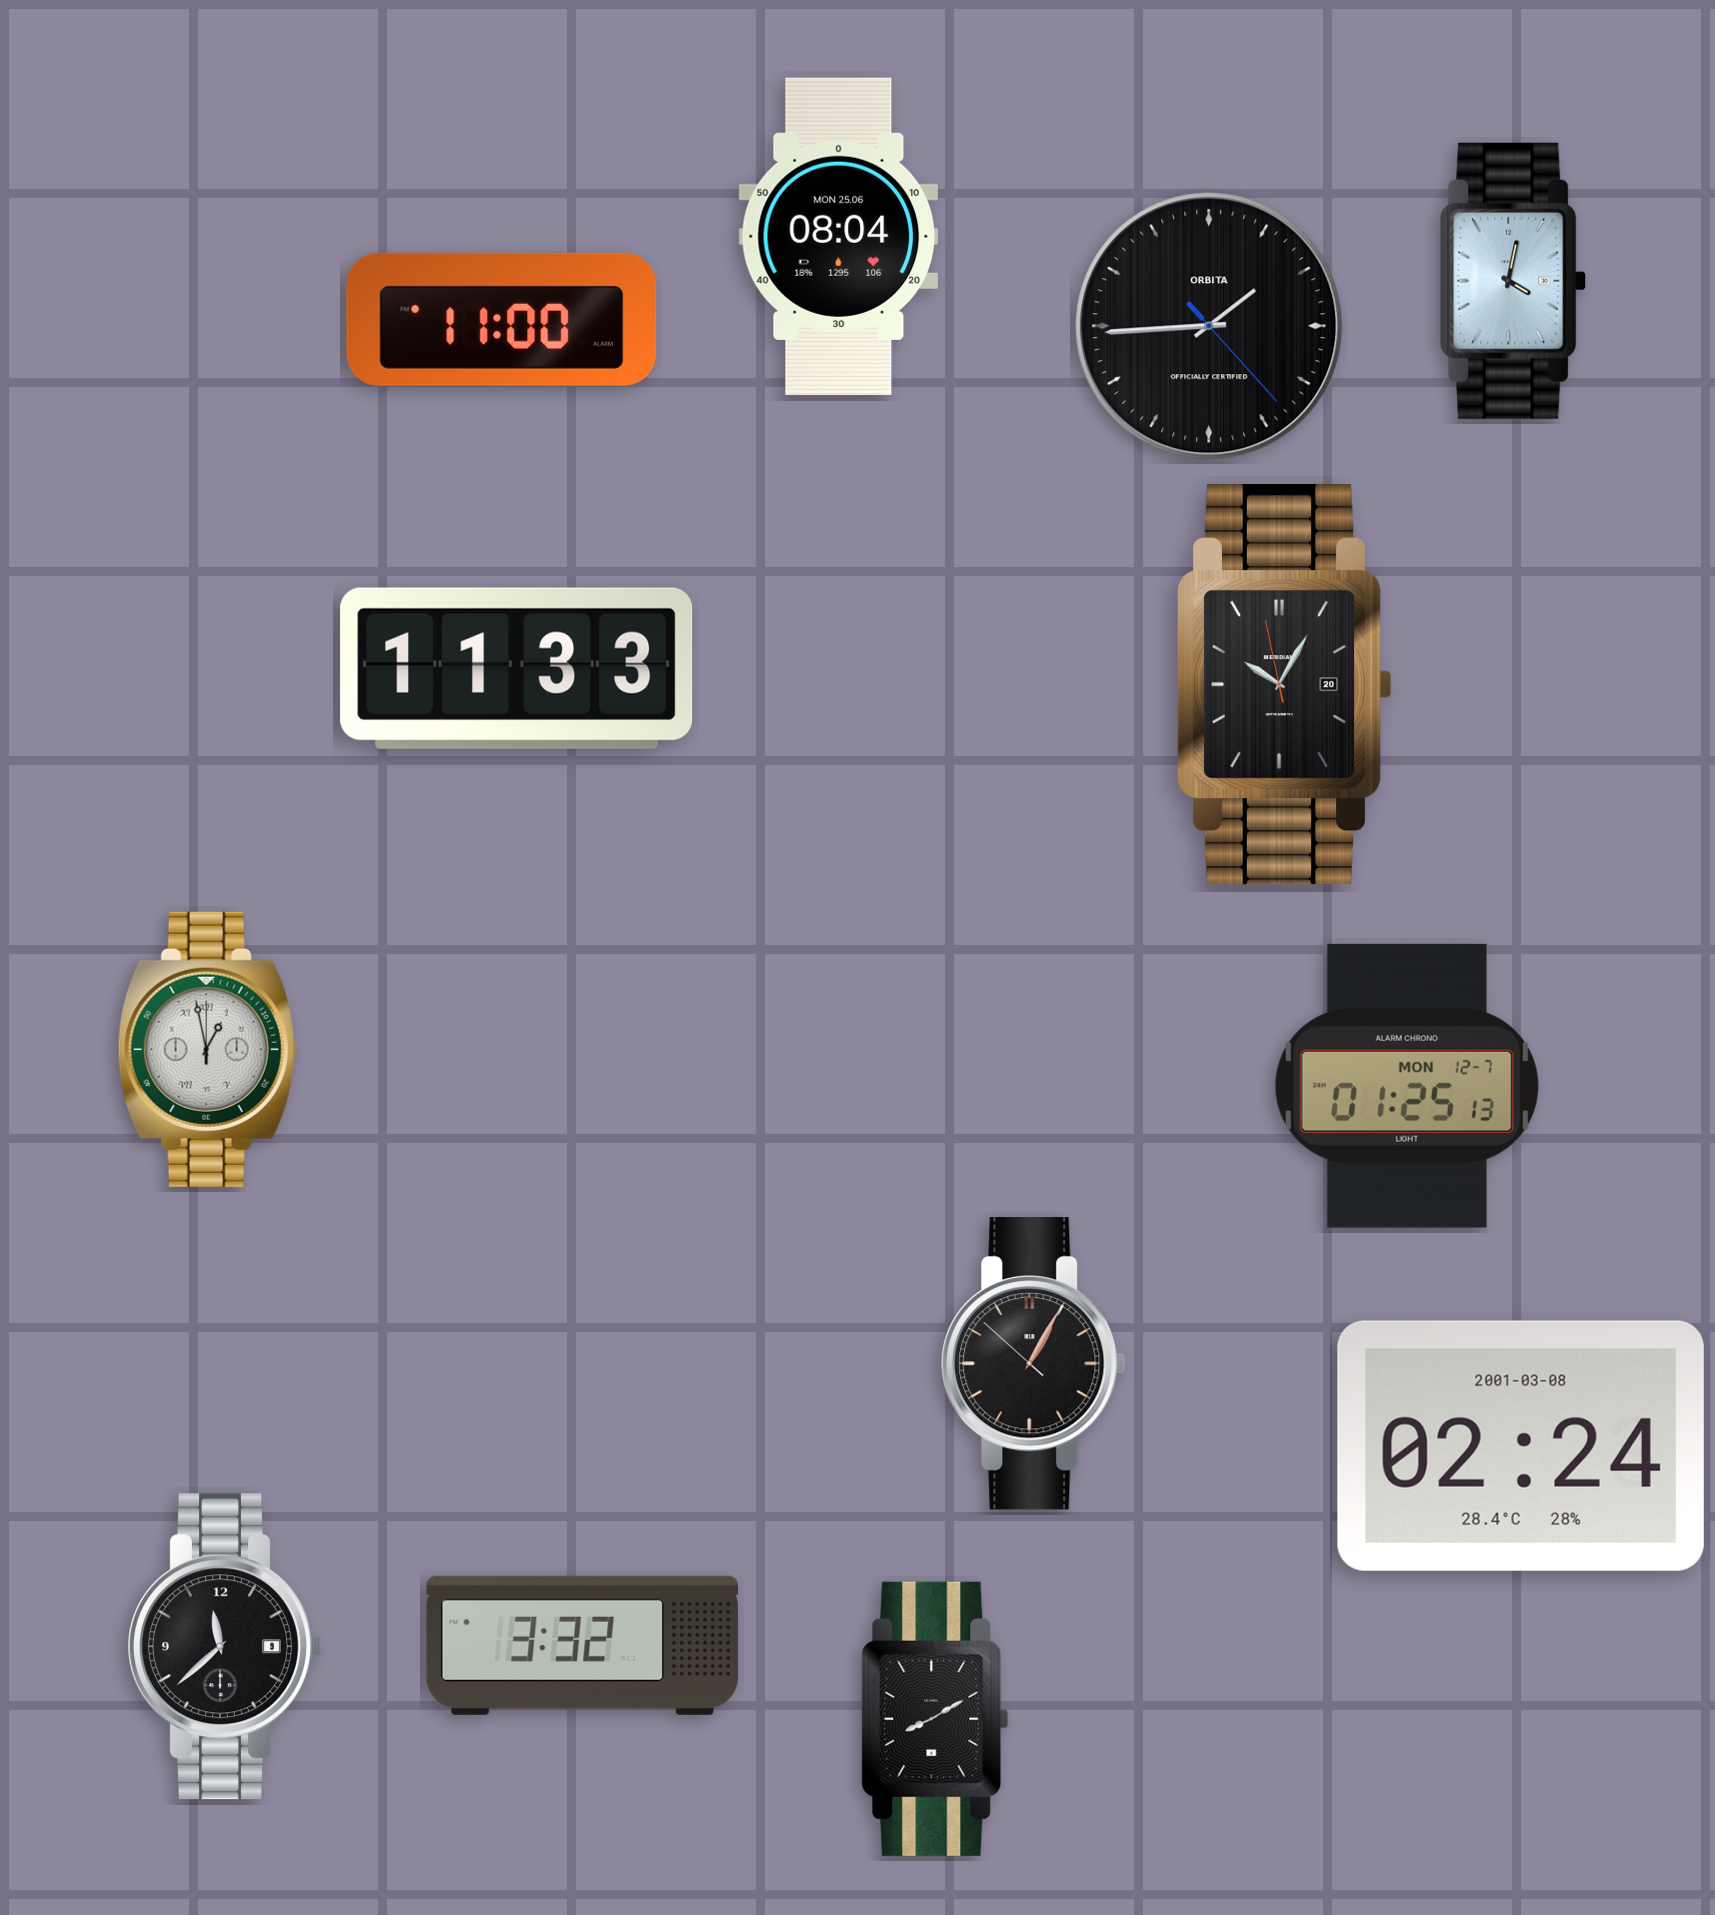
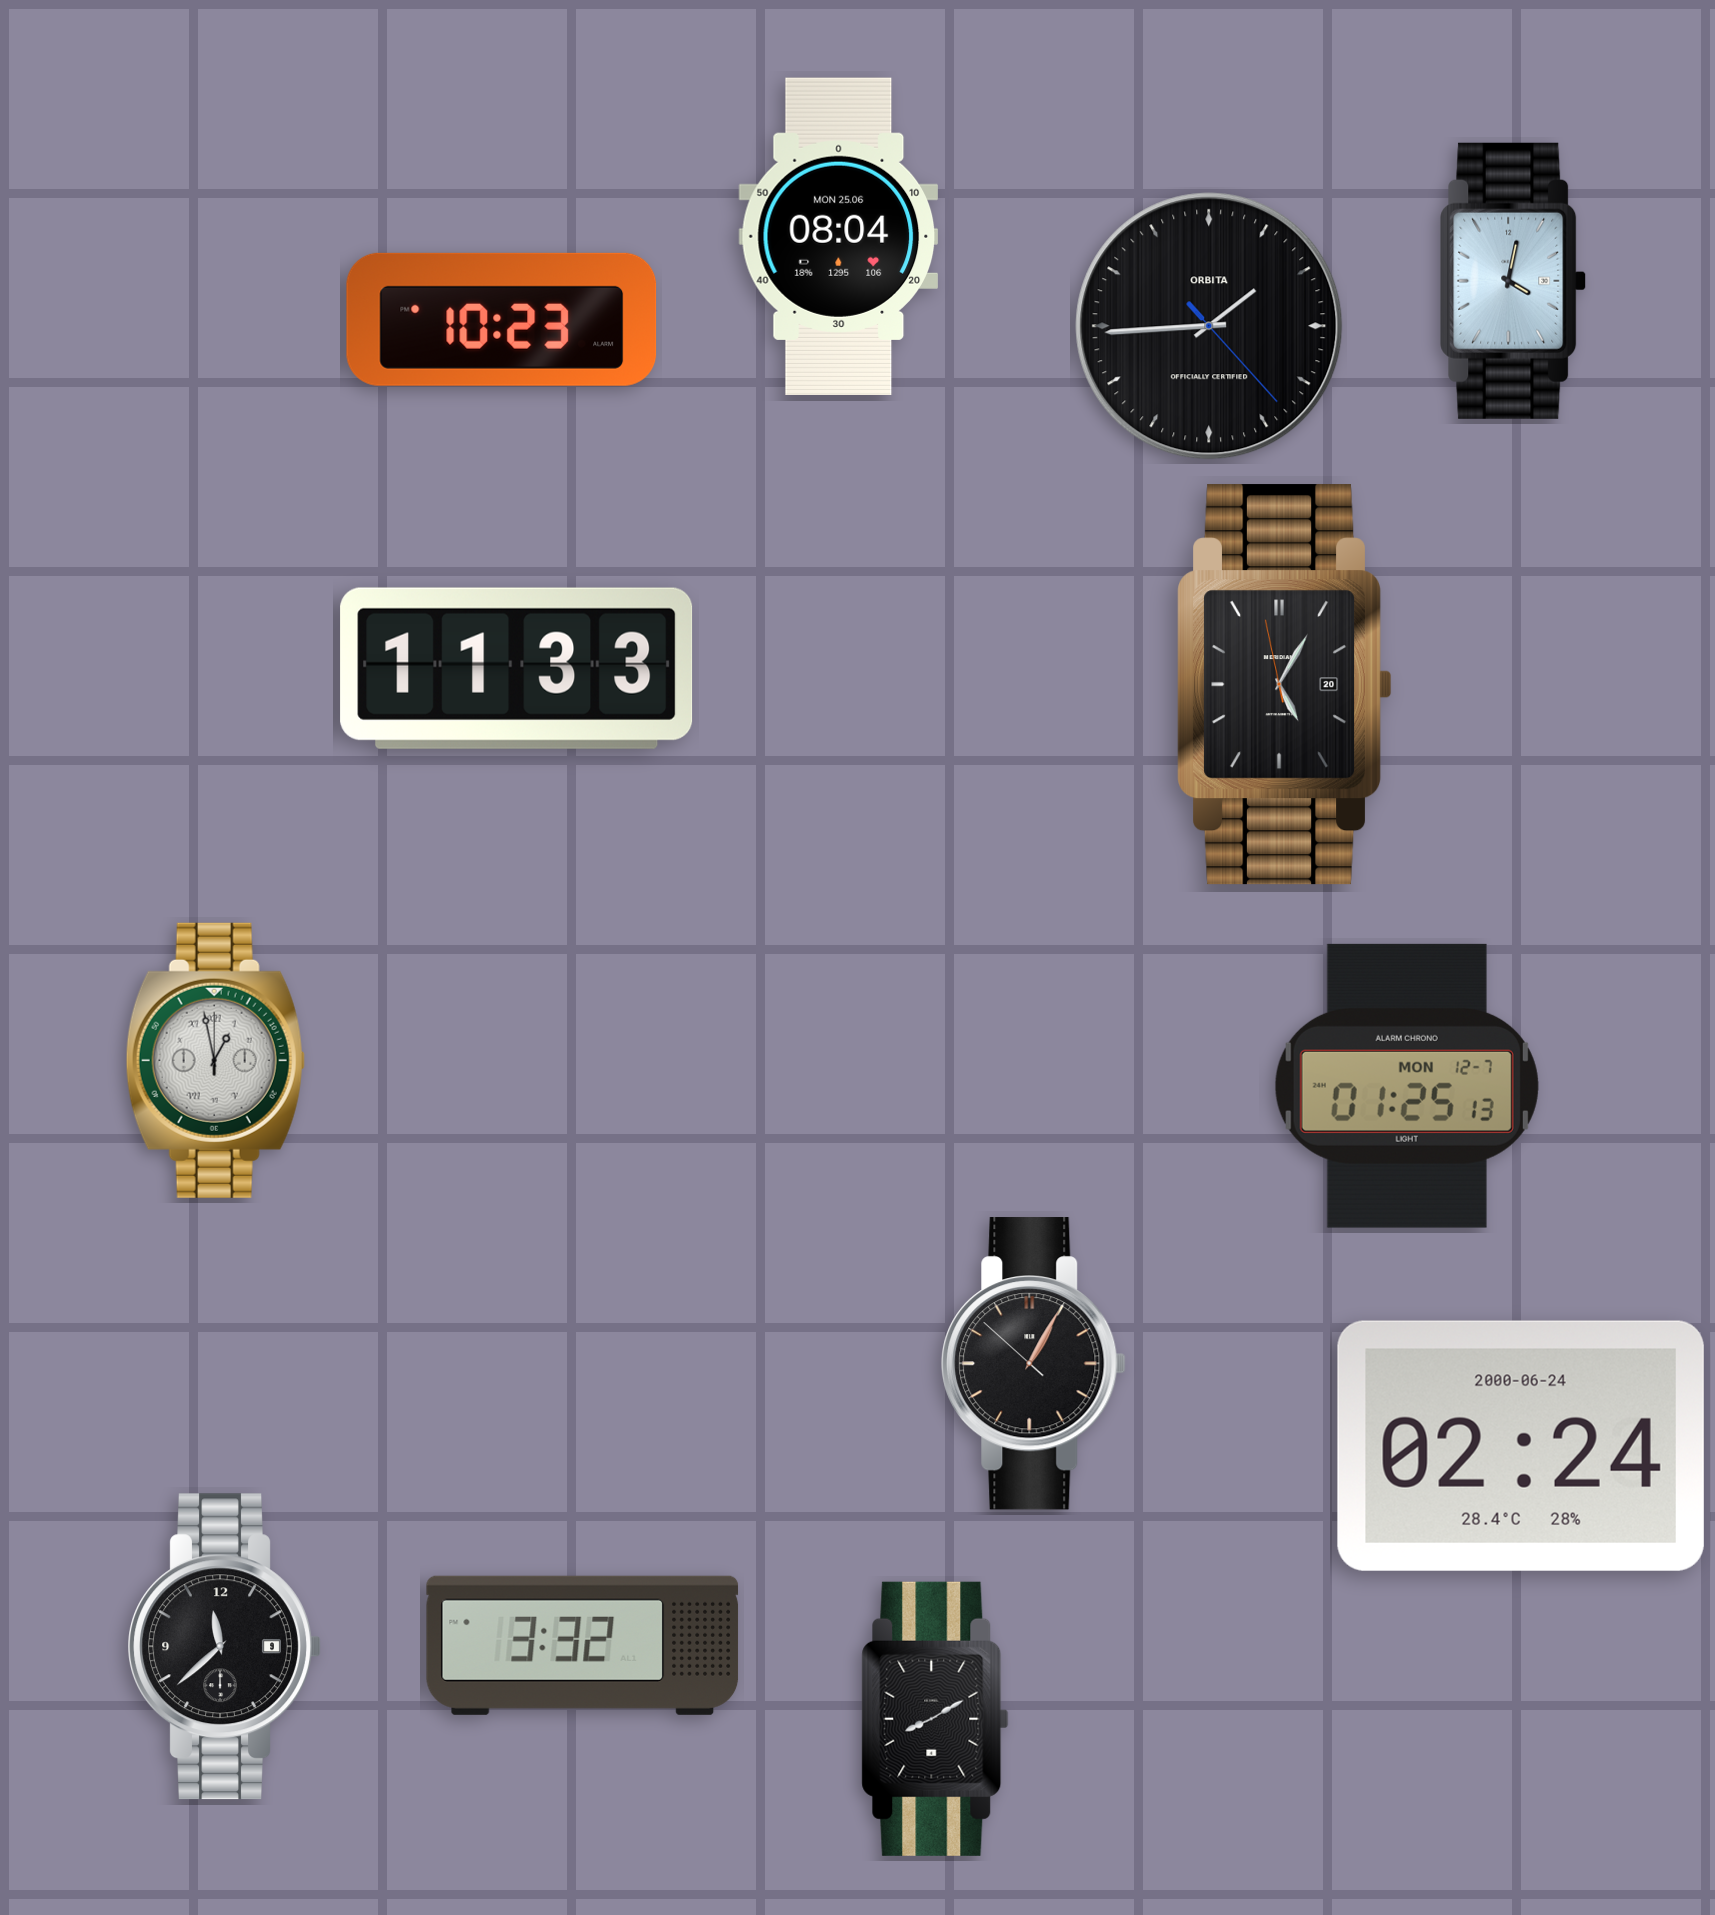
clock at (502, 319): 11:00 -> 10:23
clock at (1285, 685): 10:04 -> 5:04
clock at (207, 1049) position: (207, 1049) -> (215, 1060)
clock at (1521, 1446) date: 2001-03-08 -> 2000-06-24
